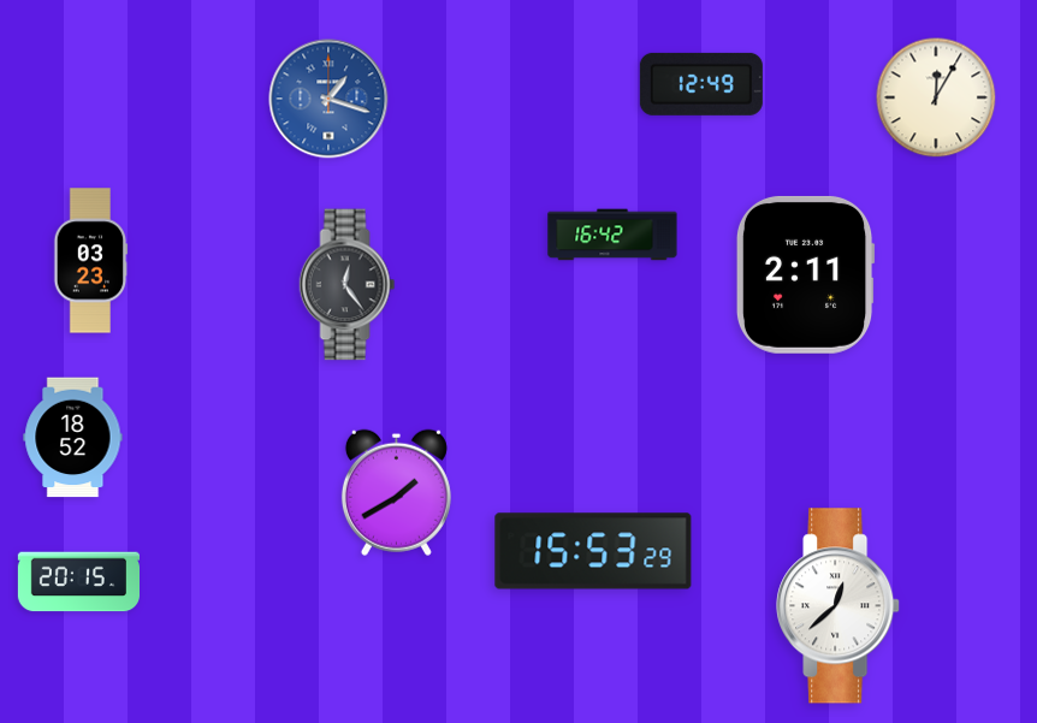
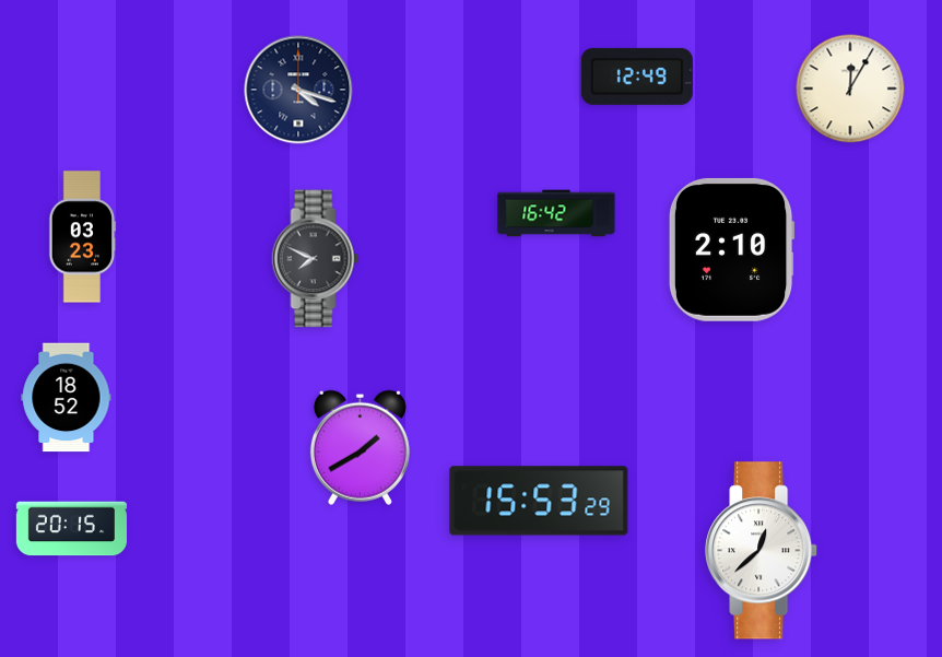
clock at (328, 99): 1:18 -> 4:18
clock at (328, 99) dial: blue -> navy
clock at (805, 274): 2:11 -> 2:10
clock at (348, 285): 12:24 -> 7:49
